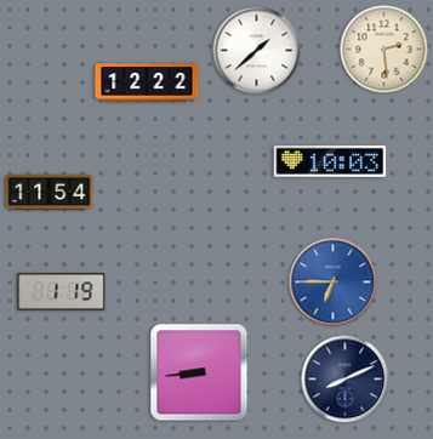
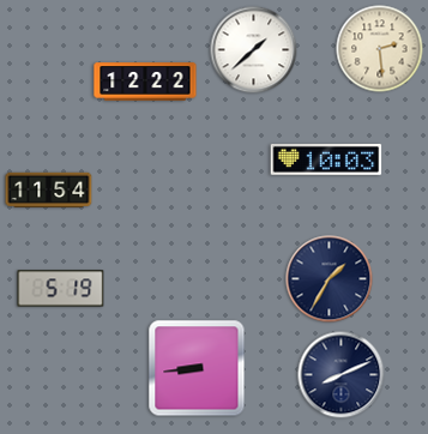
clock at (334, 283): 6:45 -> 1:35
clock at (334, 283) dial: blue -> navy
clock at (62, 292): 1:19 -> 5:19
